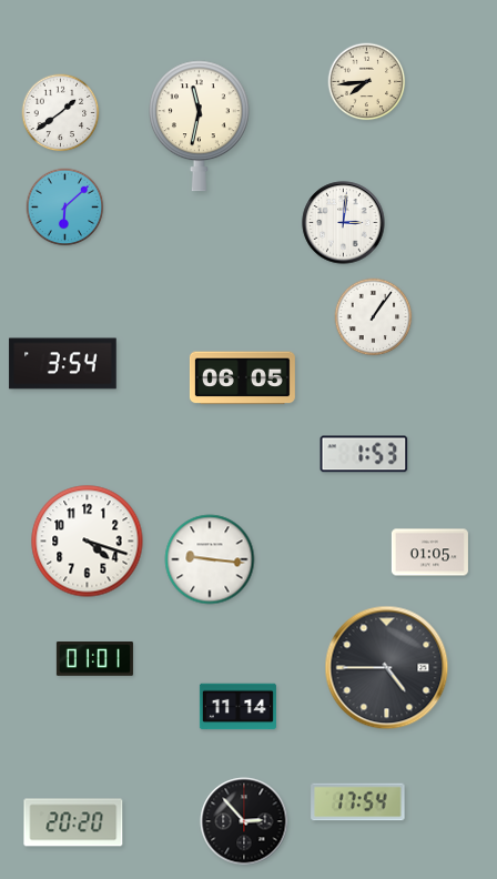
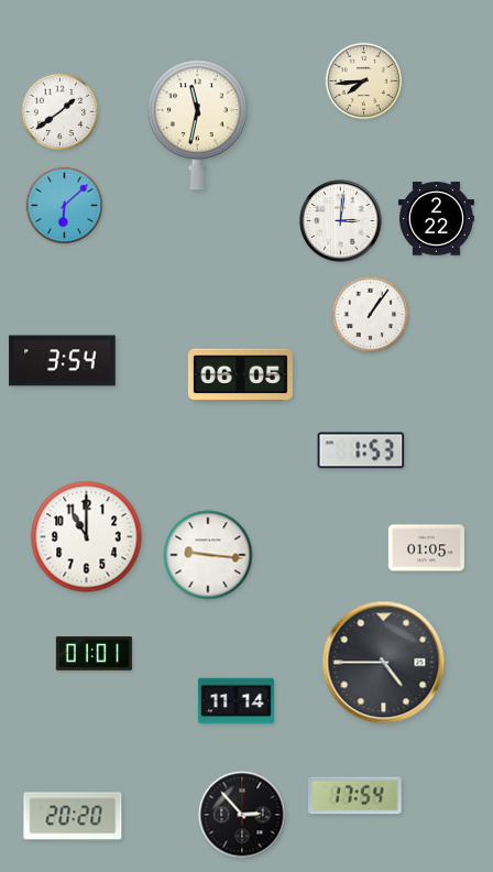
clock at (436, 219): none -> 2:22
clock at (88, 542): 4:18 -> 11:00
